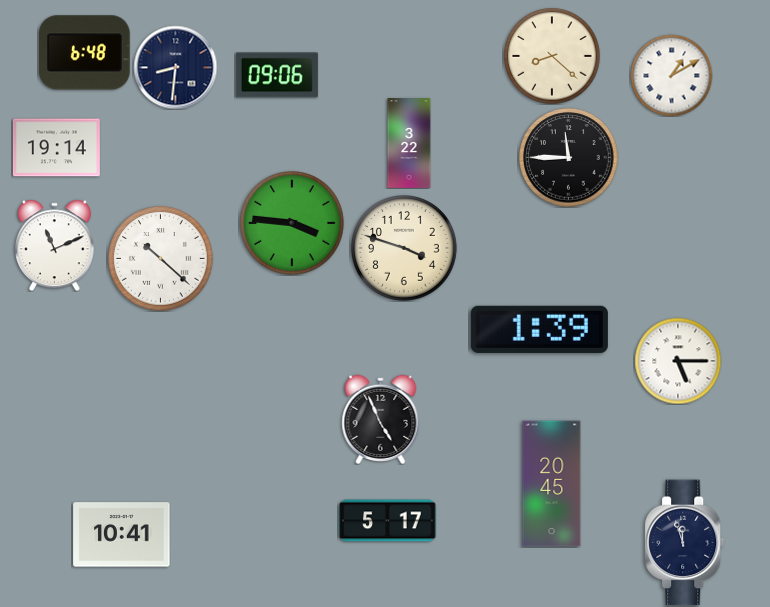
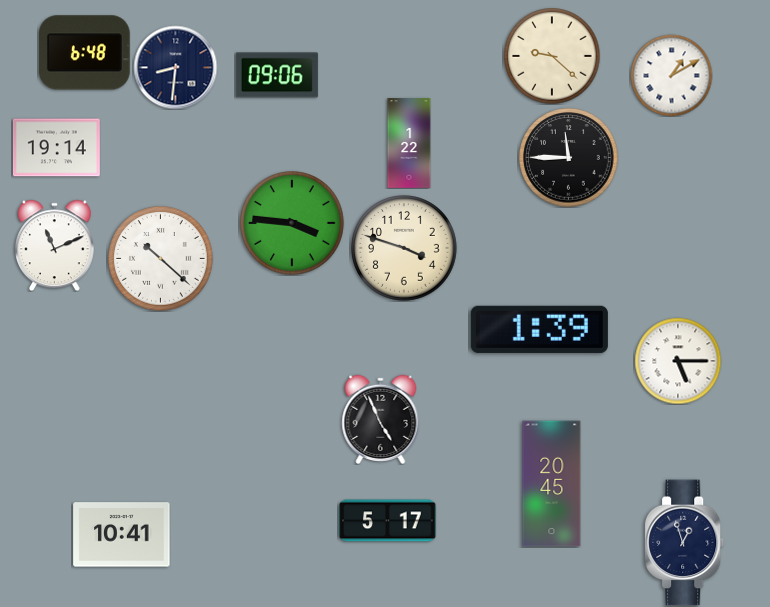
clock at (552, 56): 8:22 -> 9:22
clock at (409, 143): 3:22 -> 1:22
clock at (685, 543): 11:57 -> 12:57
